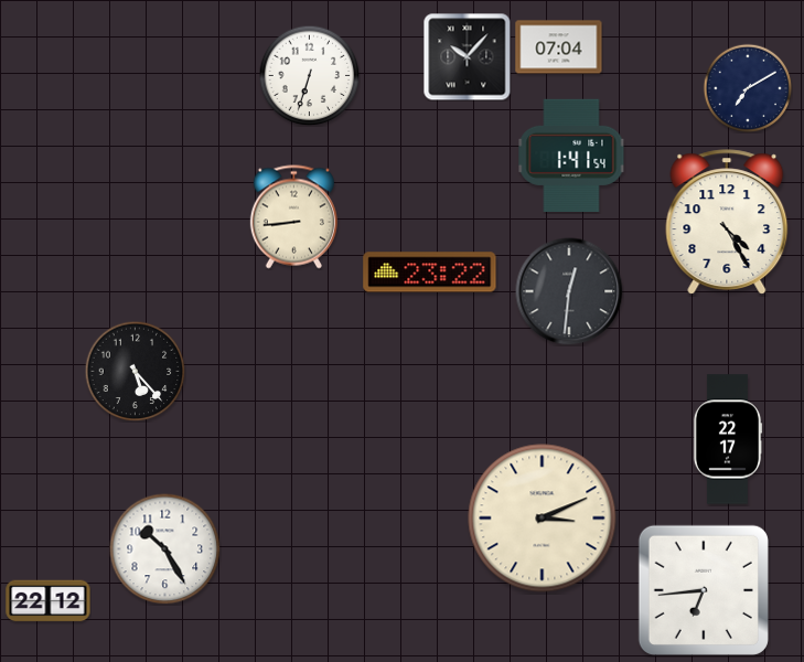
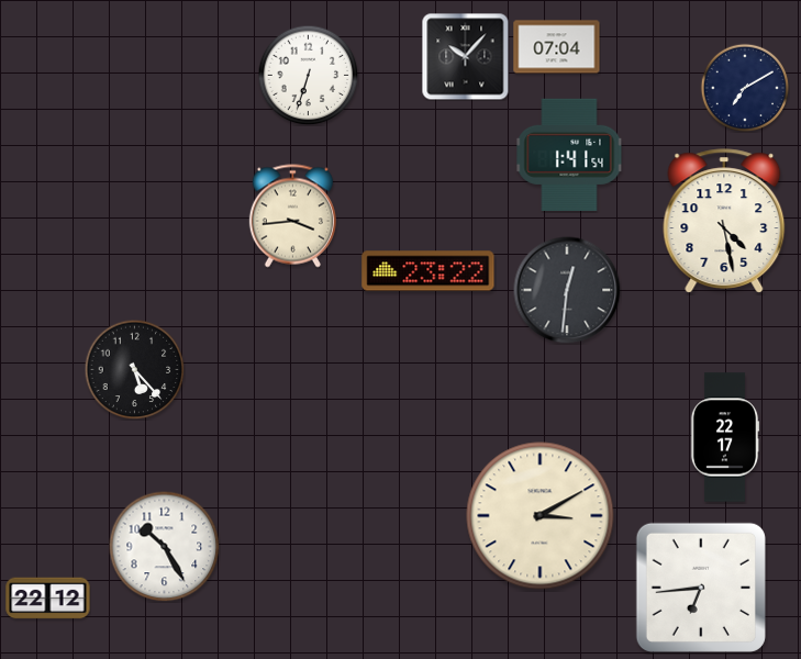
clock at (293, 217): 8:44 -> 3:44
clock at (727, 222): 4:25 -> 4:28
clock at (543, 519): 3:11 -> 3:10
